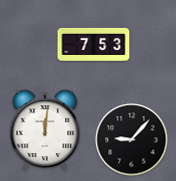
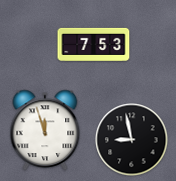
clock at (45, 130): 12:01 -> 11:57
clock at (132, 140): 9:07 -> 8:58
